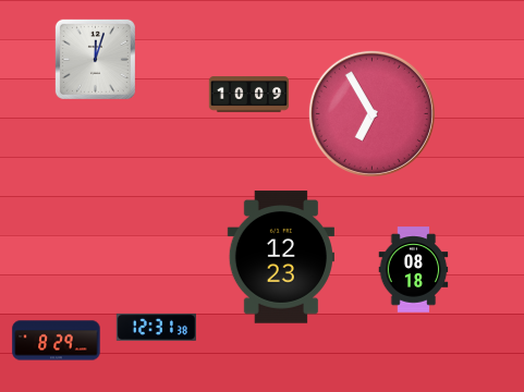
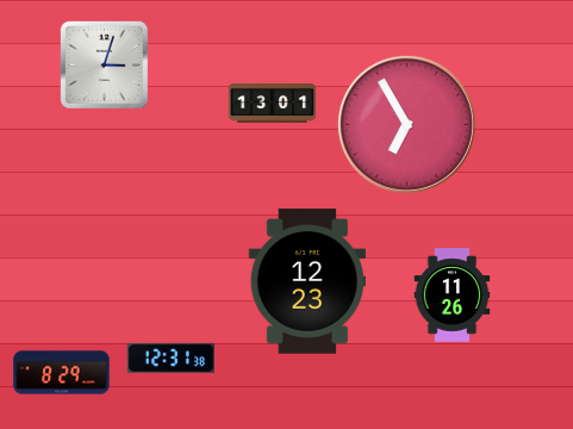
clock at (95, 59): 12:03 -> 3:03
clock at (249, 95): 10:09 -> 13:01
clock at (414, 270): 08:18 -> 11:26
